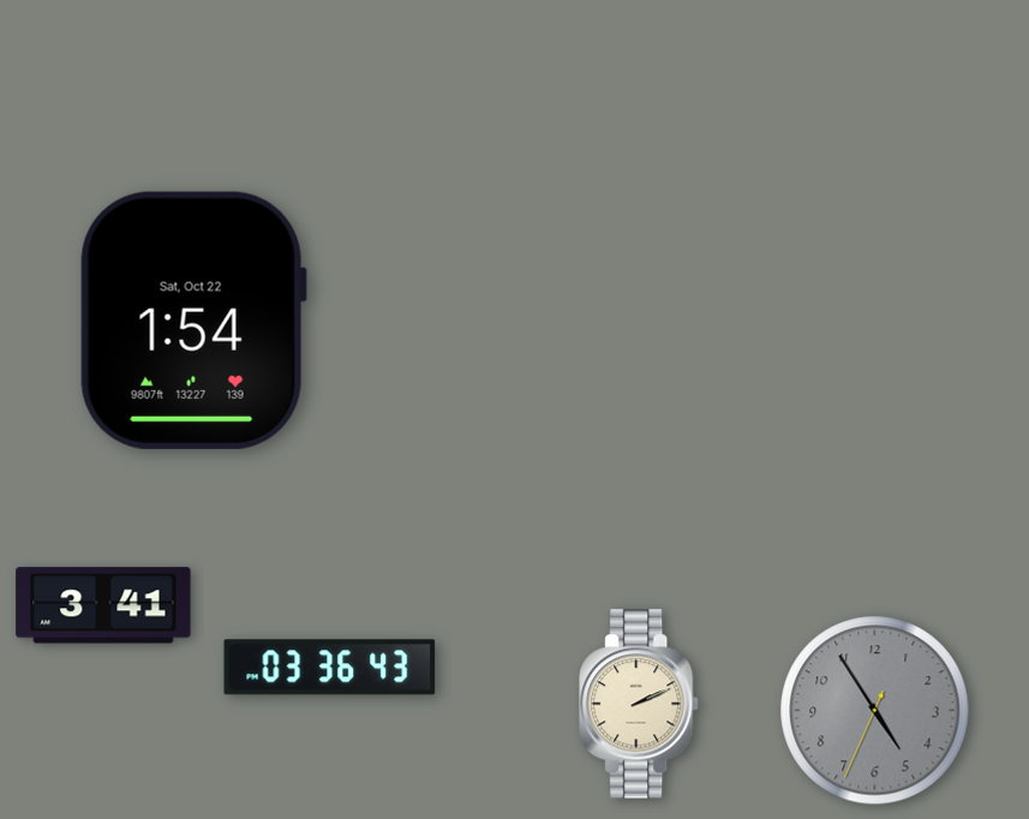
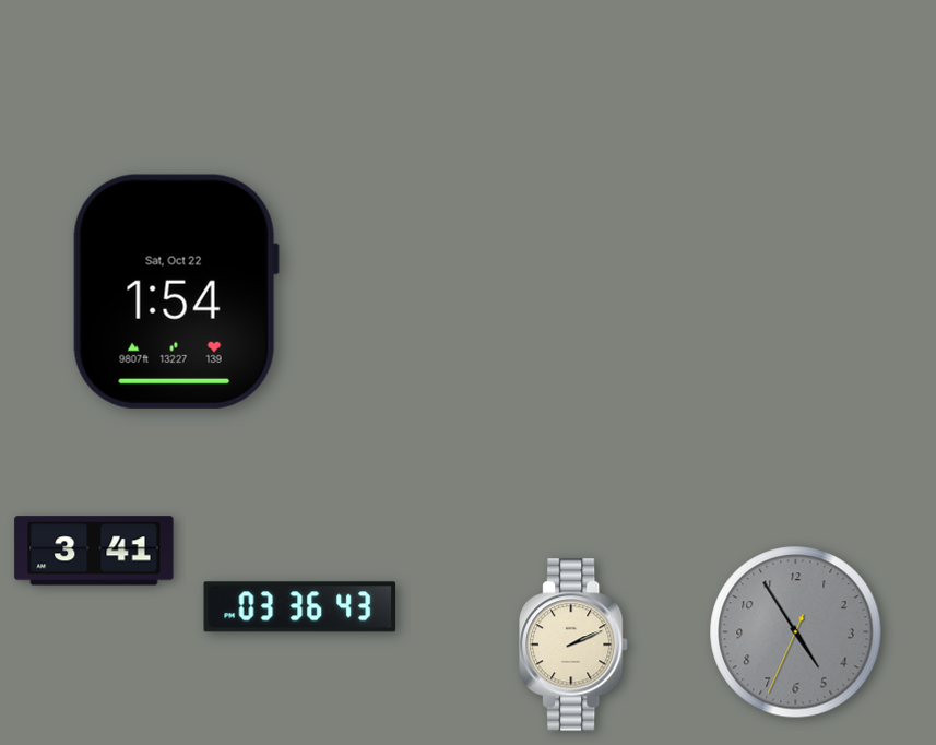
clock at (640, 704) position: (640, 704) -> (574, 645)
clock at (875, 711) position: (875, 711) -> (796, 632)
